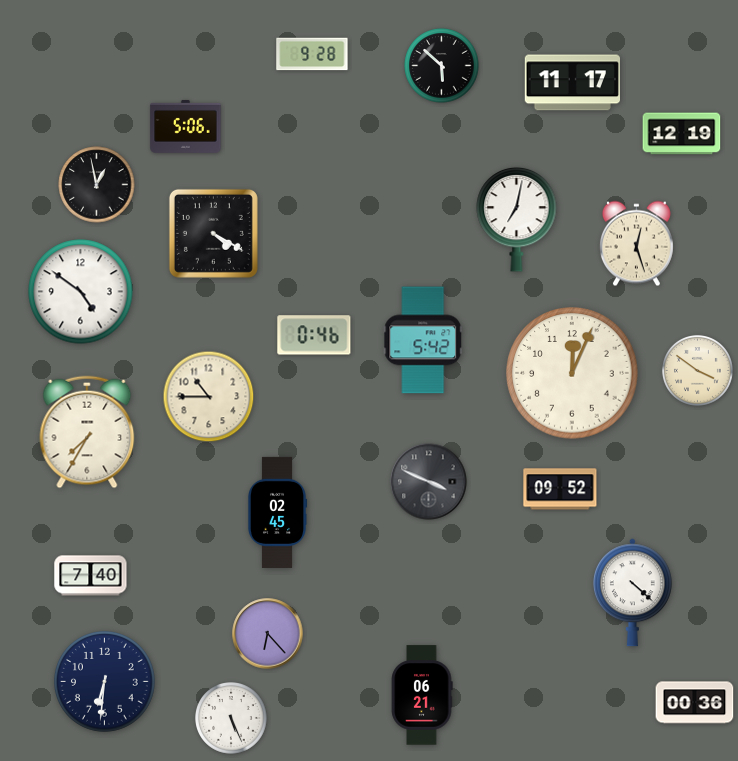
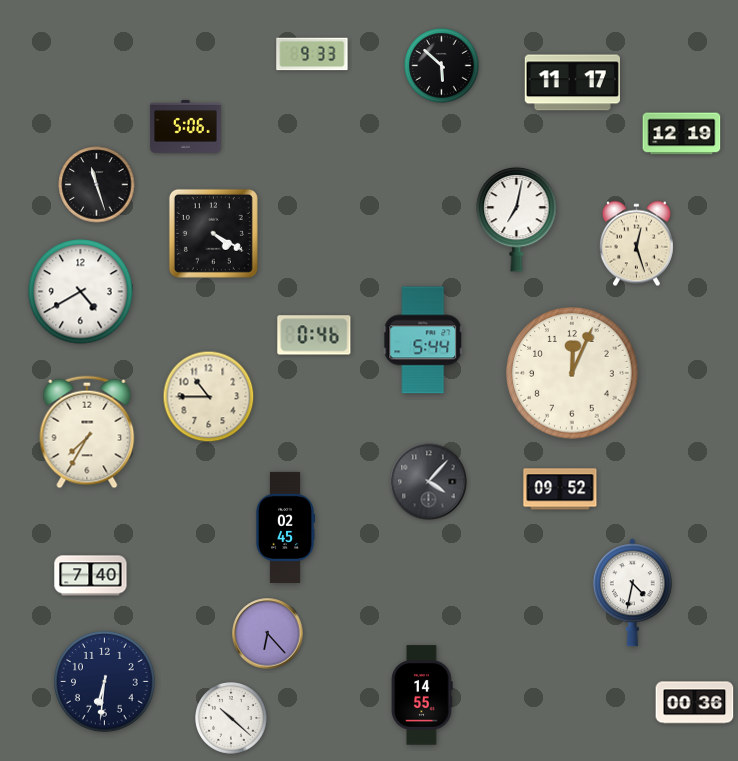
clock at (312, 54): 9:28 -> 9:33
clock at (97, 185): 12:58 -> 11:27
clock at (81, 292): 4:51 -> 4:40
clock at (423, 340): 5:42 -> 5:44
clock at (697, 370): 3:51 -> none
clock at (429, 482): 3:49 -> 4:07
clock at (277, 512) position: (277, 512) -> (285, 527)
clock at (632, 593): 4:22 -> 4:32
clock at (422, 695): 06:21 -> 14:55
clock at (232, 719): 5:26 -> 10:22
